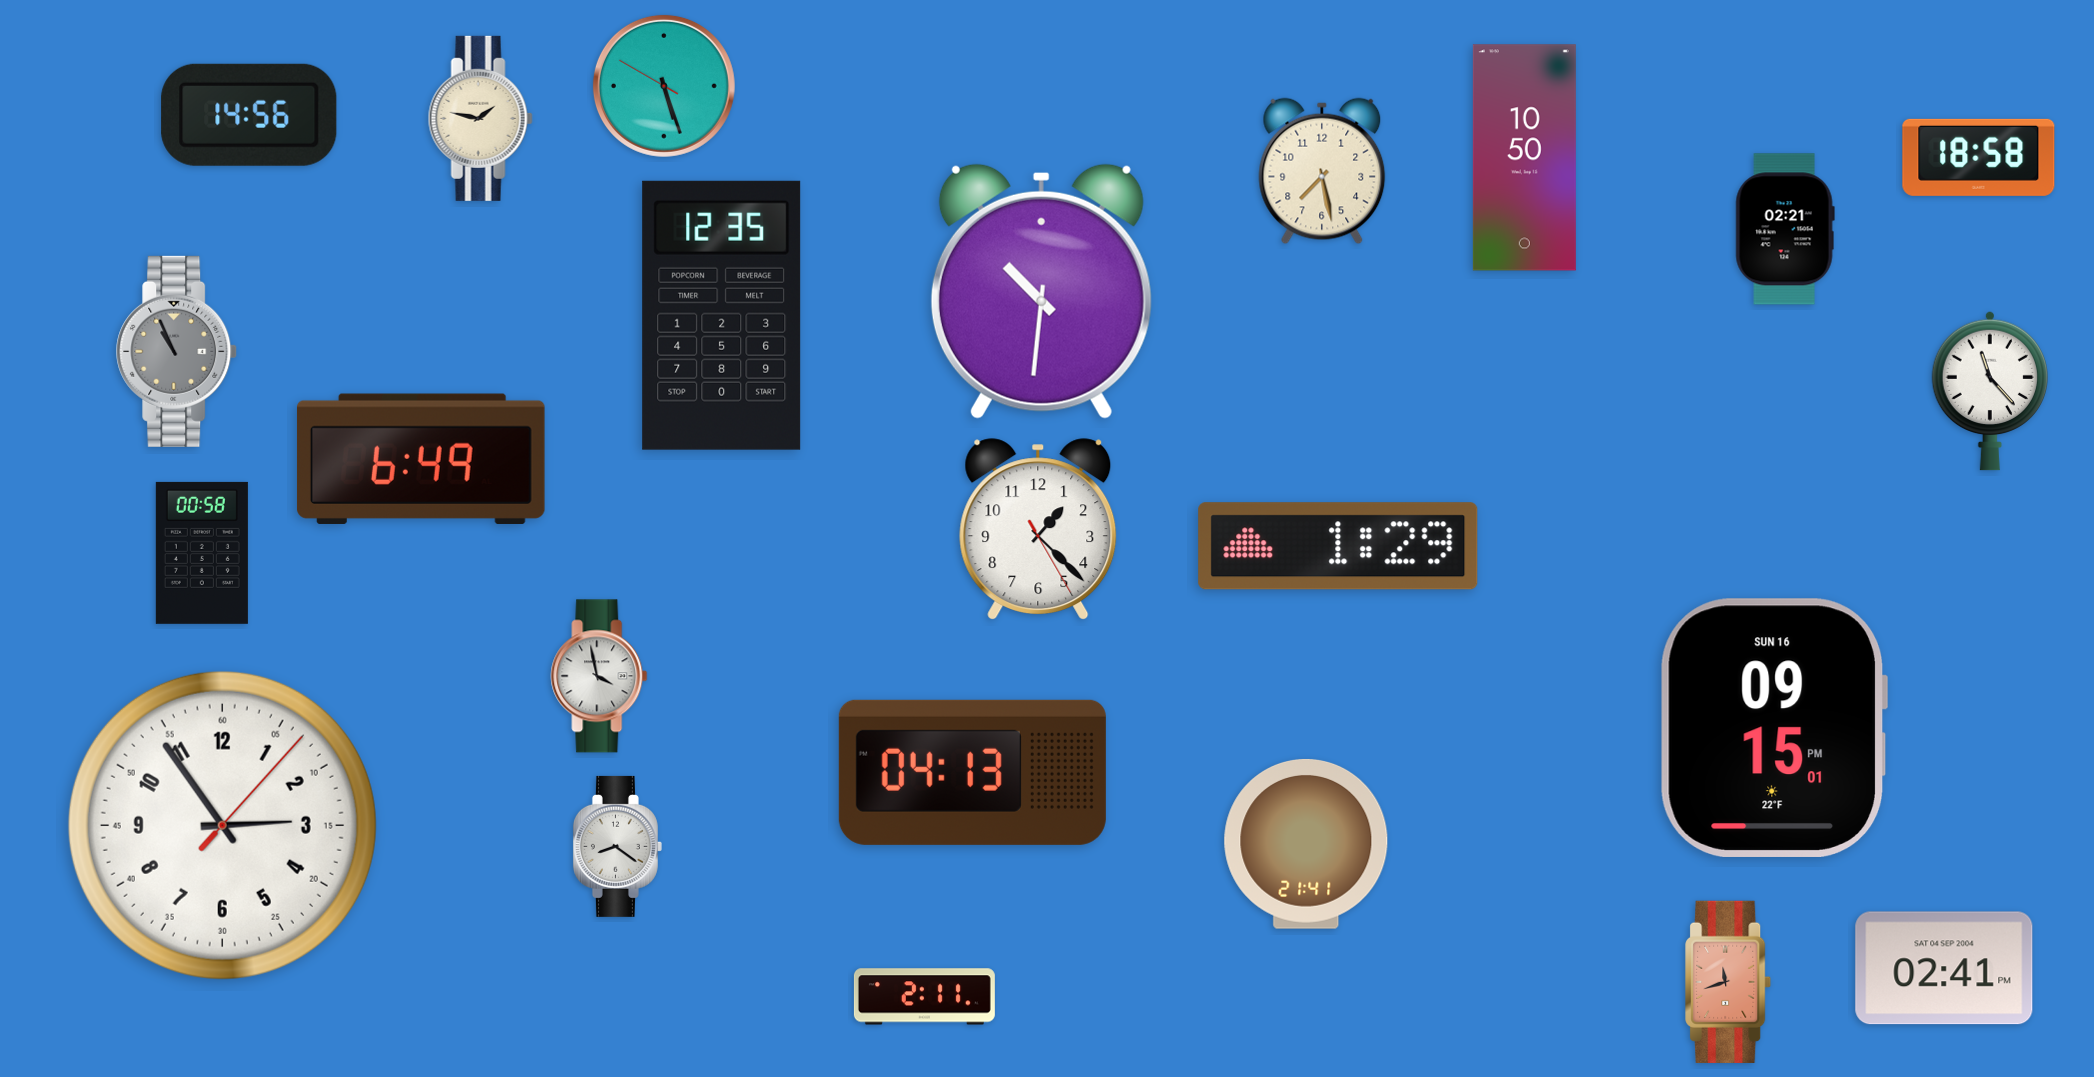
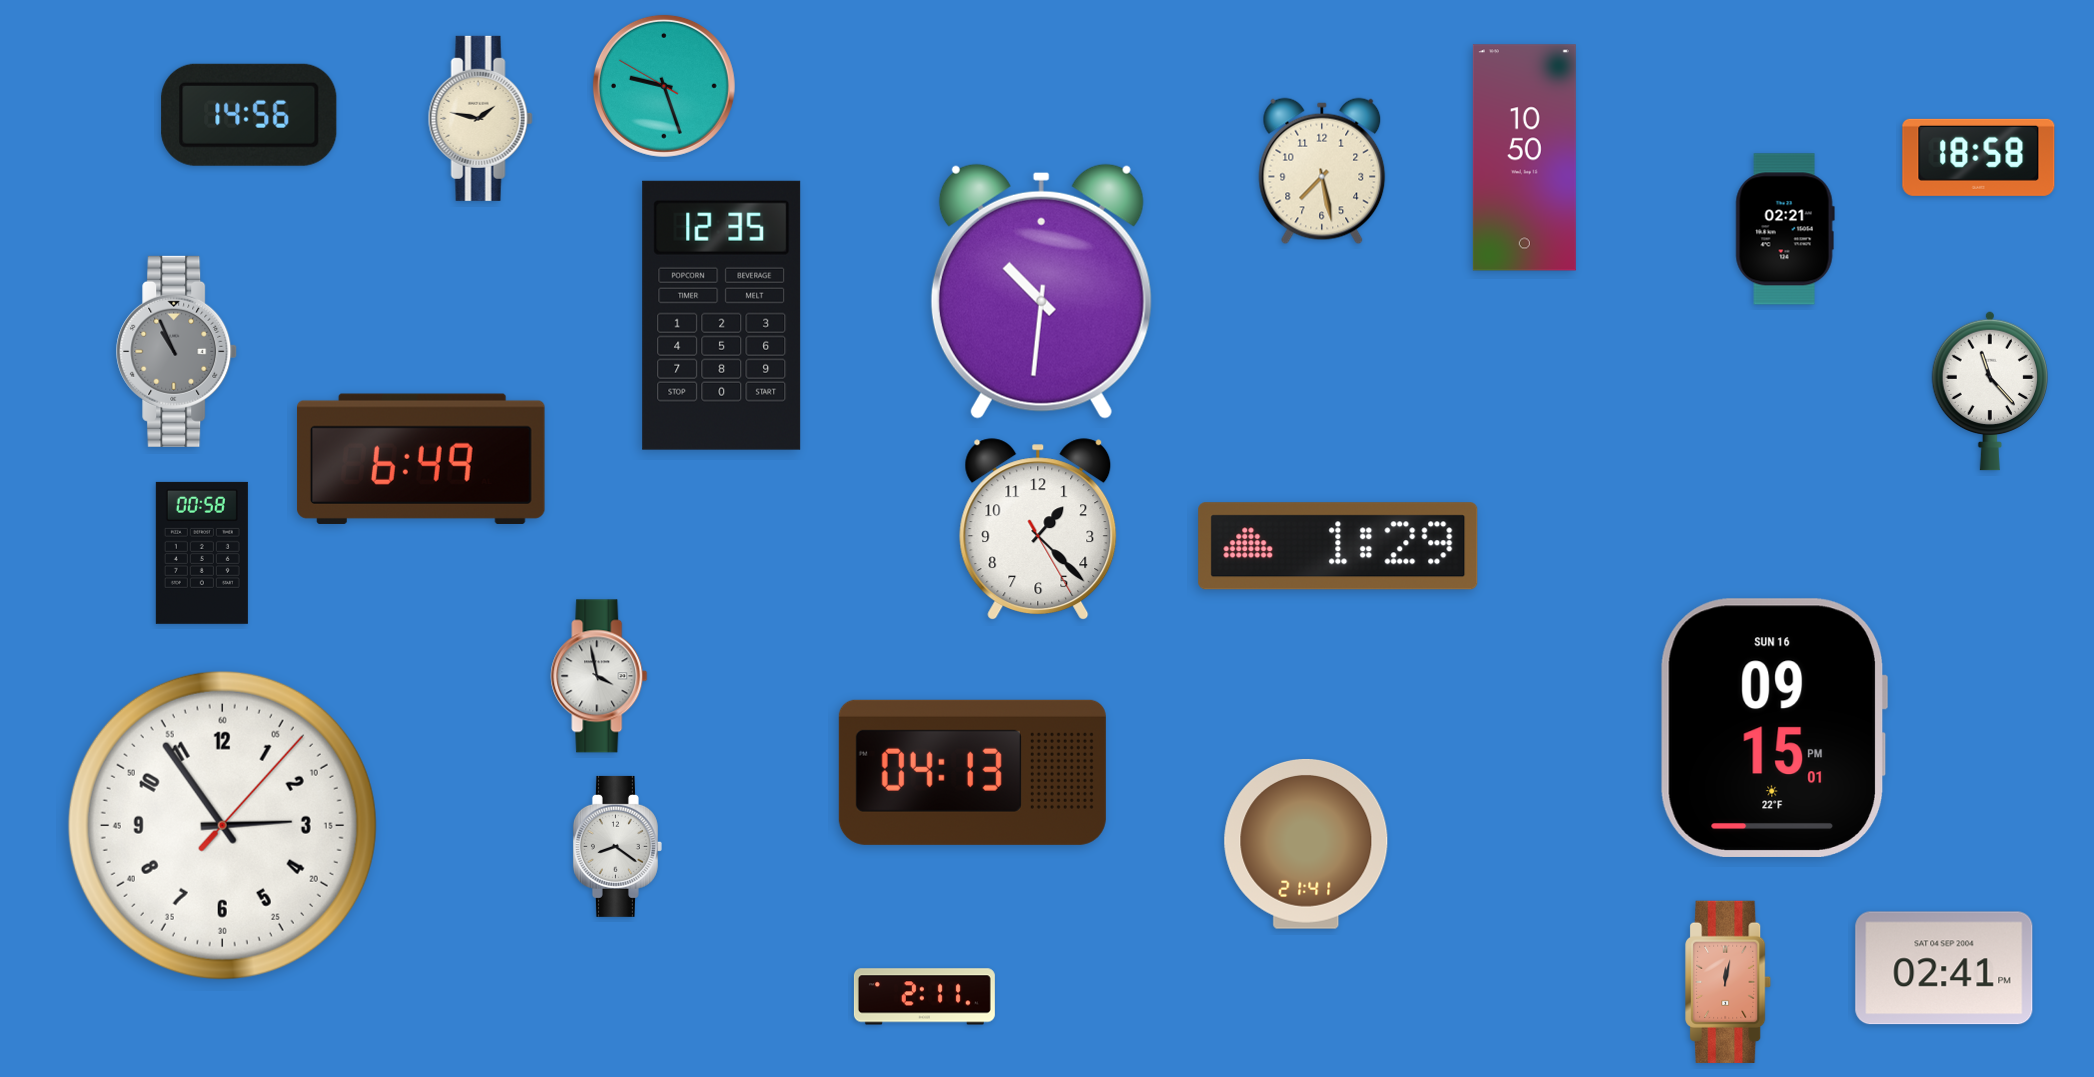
clock at (664, 86): 5:26 -> 9:26
clock at (1729, 982): 11:42 -> 12:02
